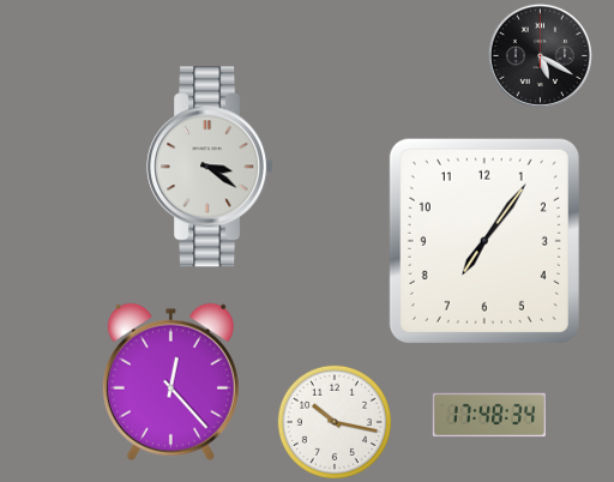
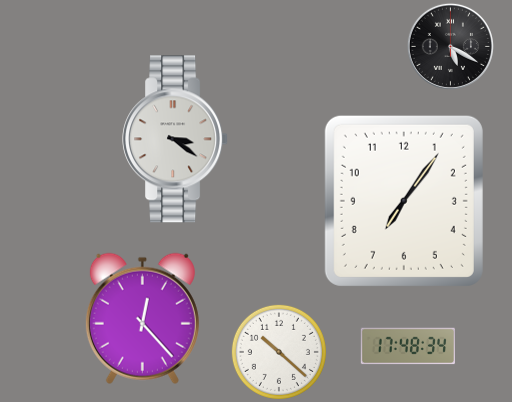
clock at (335, 422): 10:17 -> 10:22
